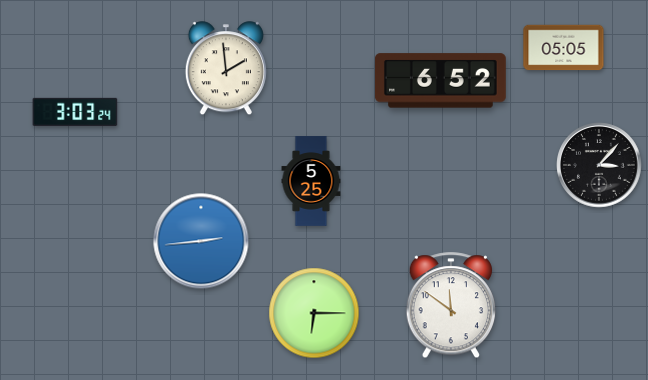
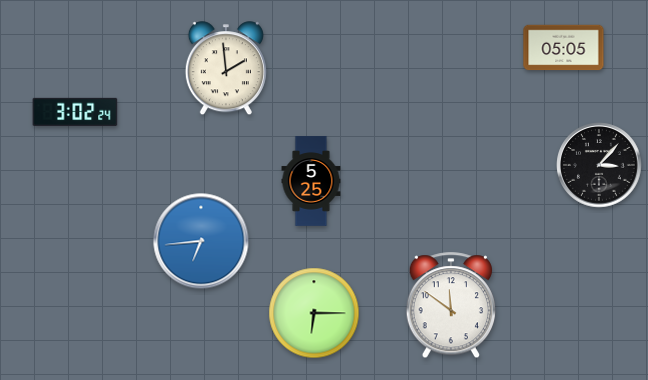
clock at (440, 81): 6:52 -> none
clock at (75, 112): 3:03 -> 3:02
clock at (201, 241): 2:44 -> 6:44
